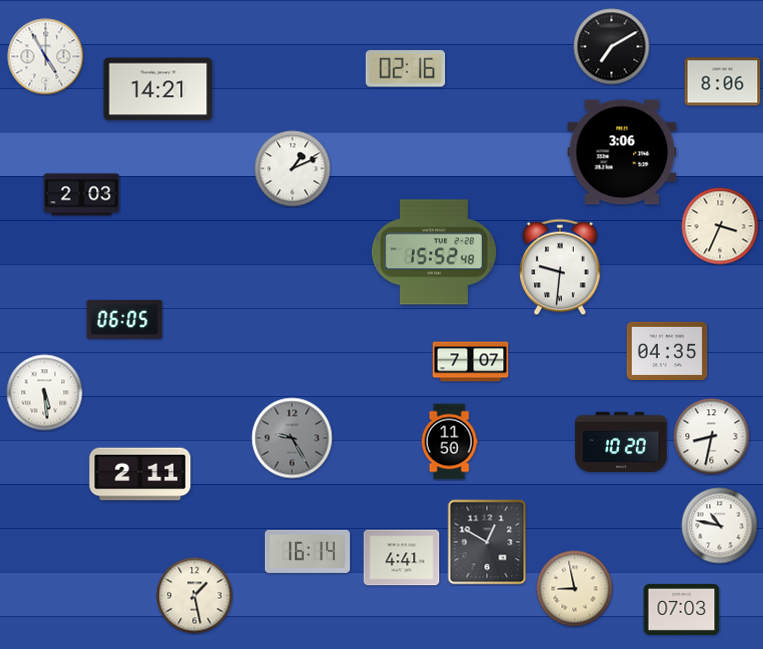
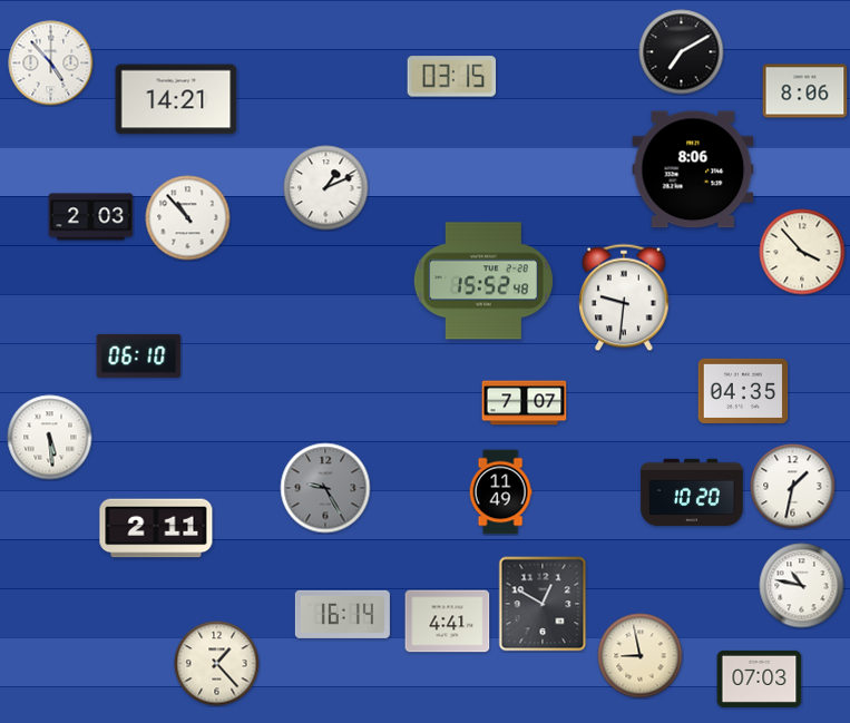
clock at (46, 57): 4:55 -> 4:53
clock at (406, 69): 02:16 -> 03:15
clock at (622, 152): 3:06 -> 8:06
clock at (188, 218): none -> 10:53
clock at (720, 226): 3:34 -> 3:53
clock at (125, 319): 06:05 -> 06:10
clock at (712, 437): 8:32 -> 1:32
clock at (449, 442): 11:50 -> 11:49
clock at (195, 596): 1:28 -> 1:23
